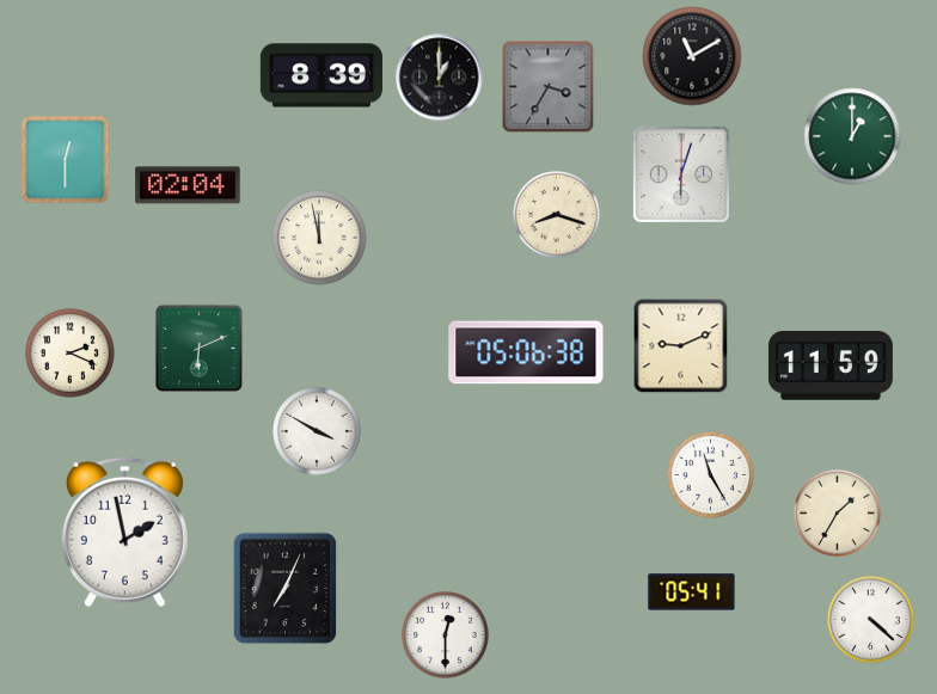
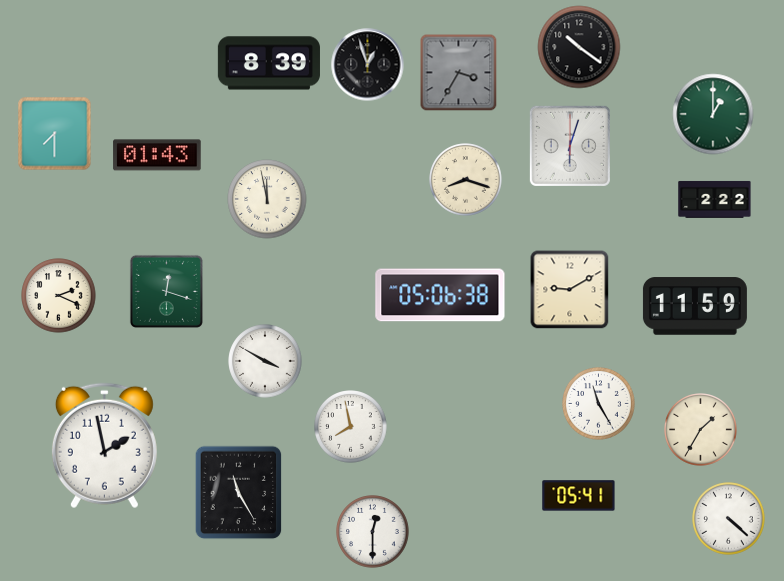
clock at (692, 56): 11:10 -> 10:21
clock at (440, 78): 1:00 -> 12:57
clock at (66, 160): 12:30 -> 7:30
clock at (188, 185): 02:04 -> 01:43
clock at (715, 199): none -> 2:22
clock at (681, 346): 9:11 -> 9:10
clock at (198, 348): 6:11 -> 12:18
clock at (711, 475) position: (711, 475) -> (599, 404)
clock at (351, 427): none -> 7:58
clock at (286, 589): 7:04 -> 11:25
